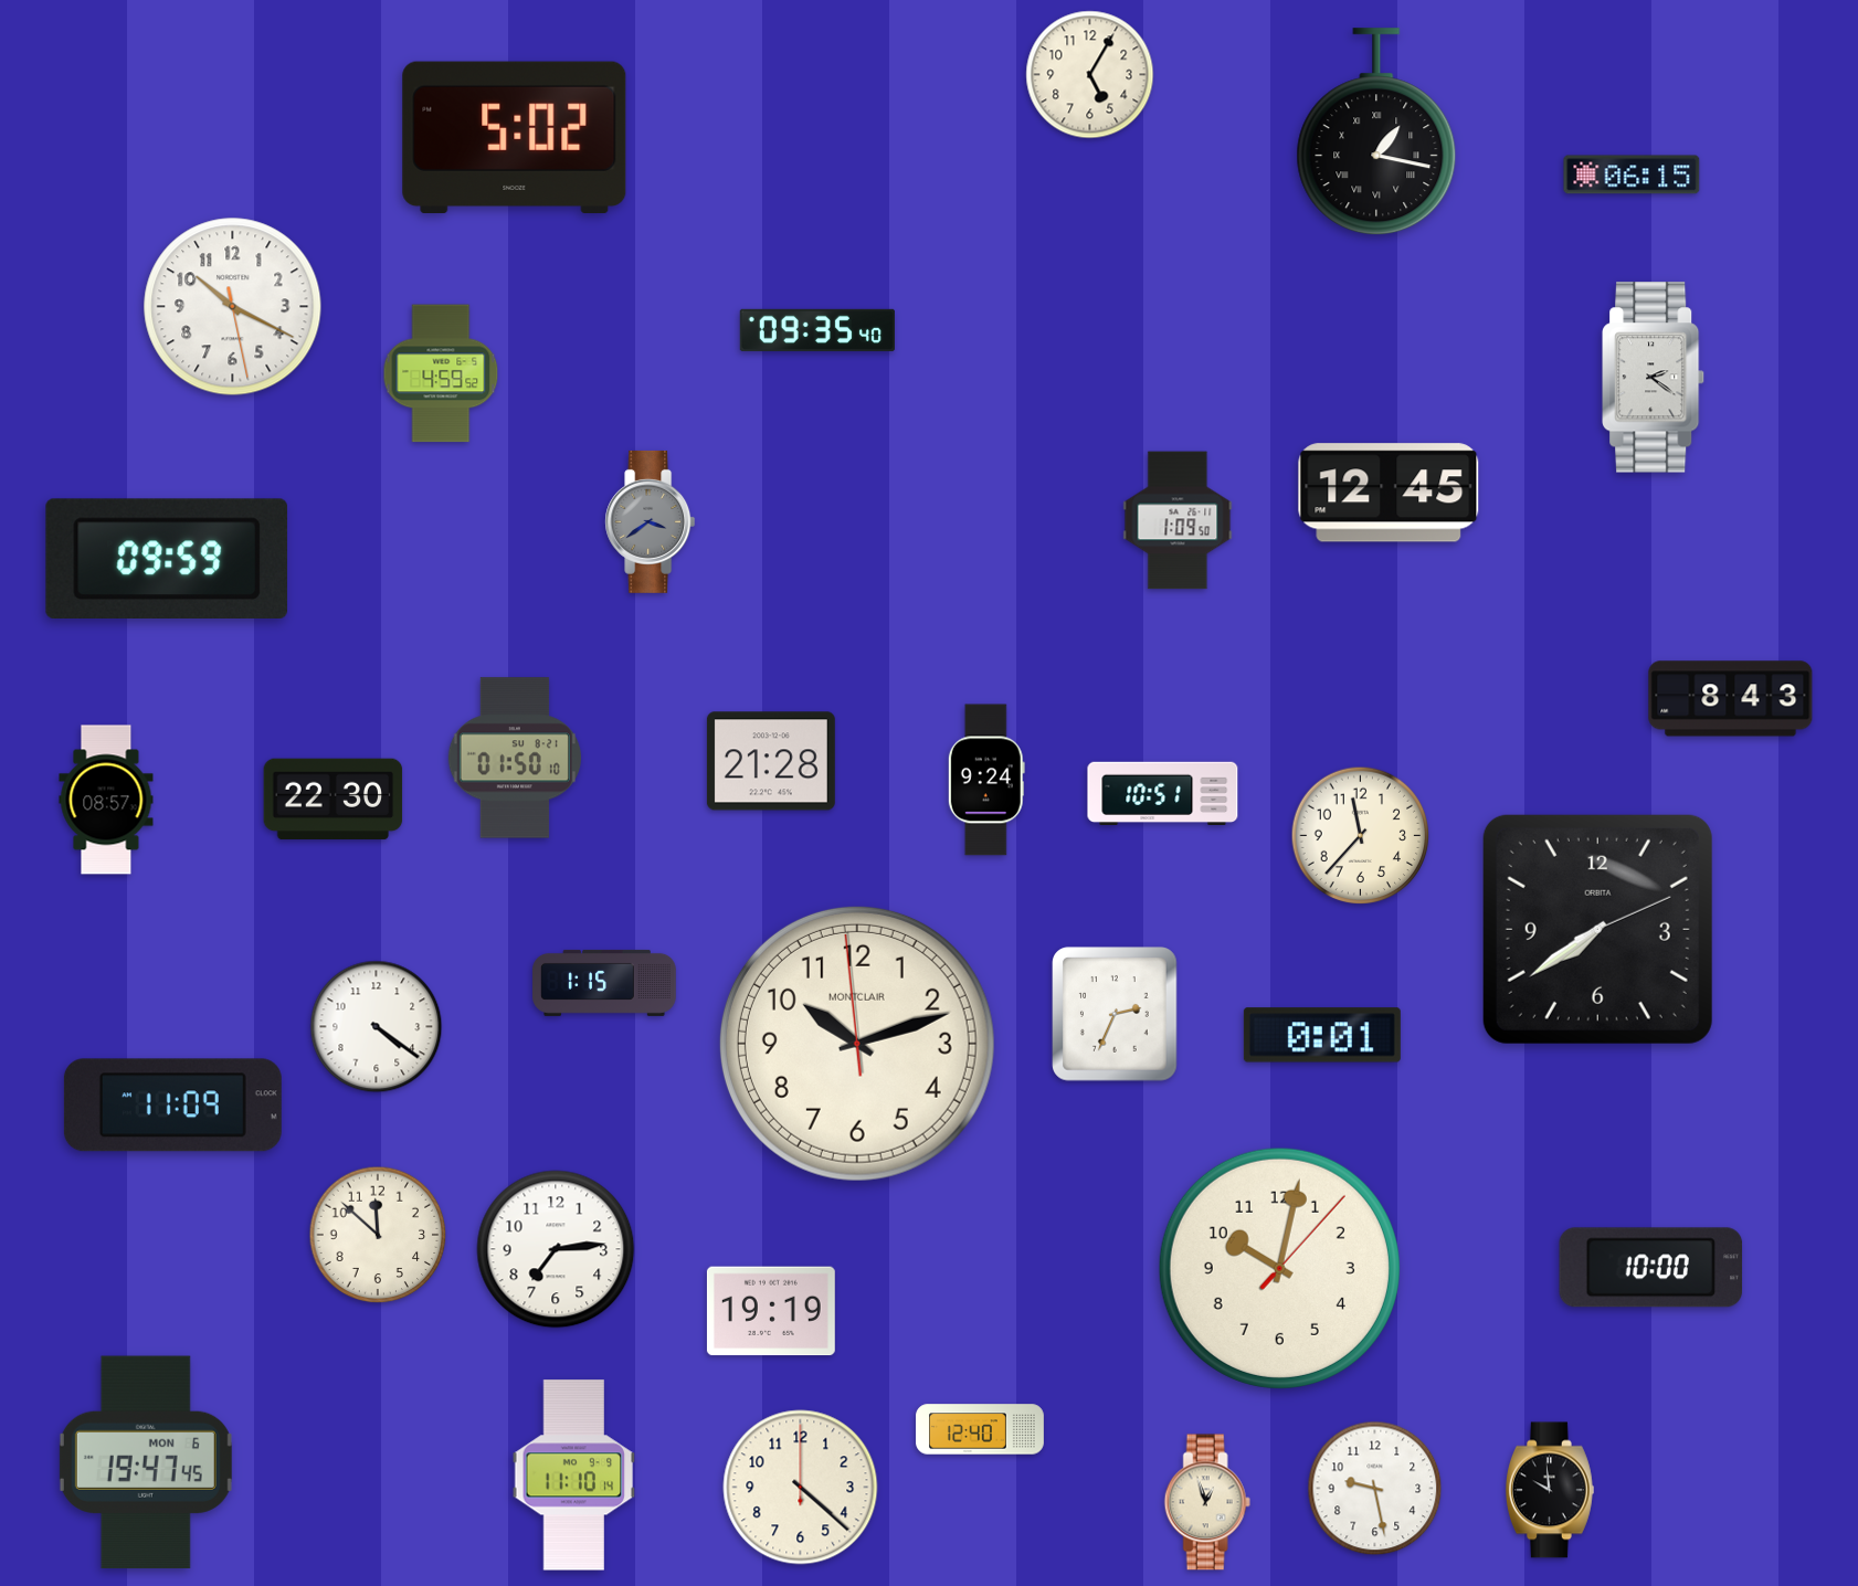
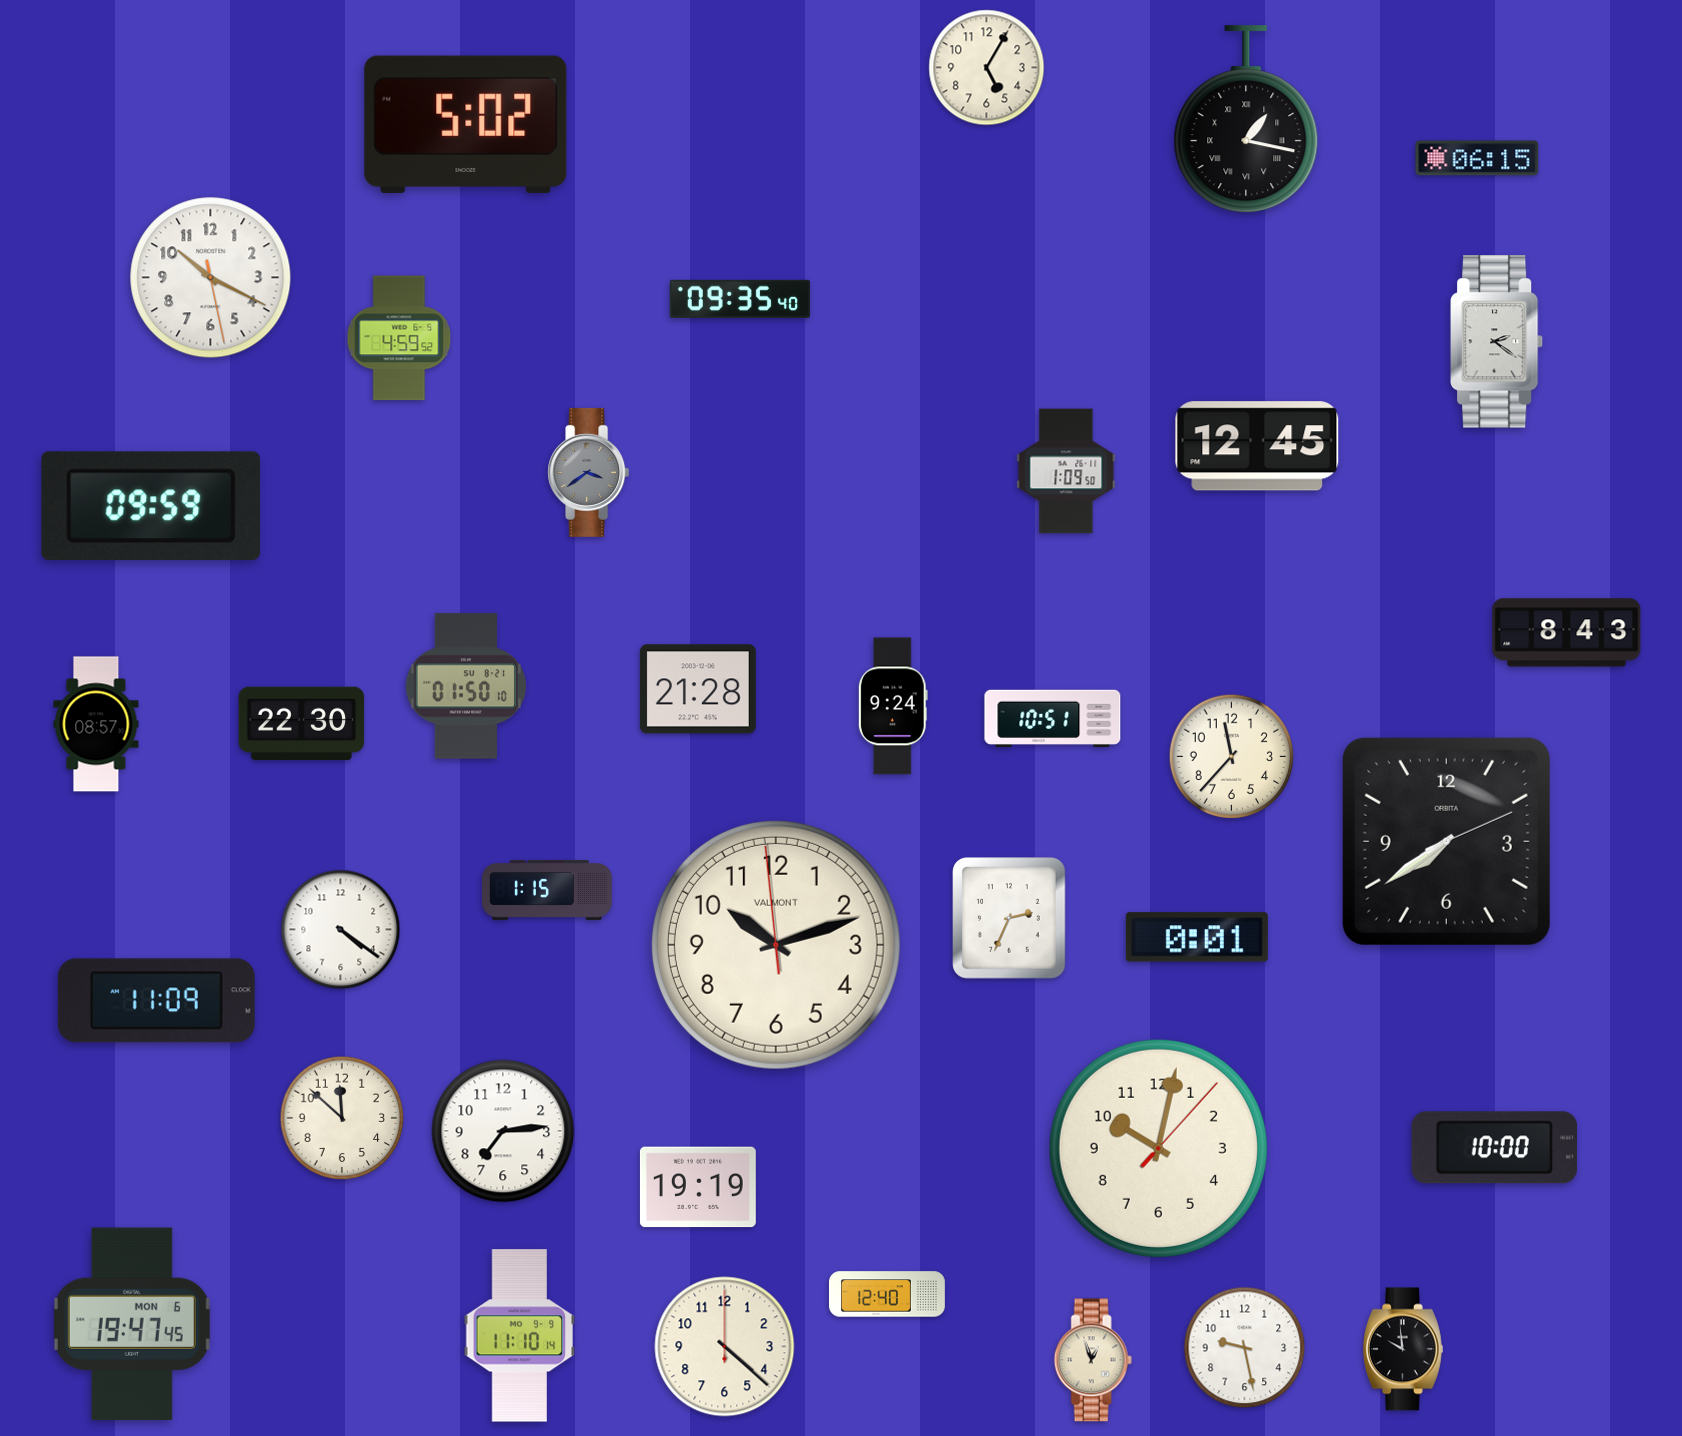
clock at (857, 1044) brand: MONTCLAIR -> VALMONT
